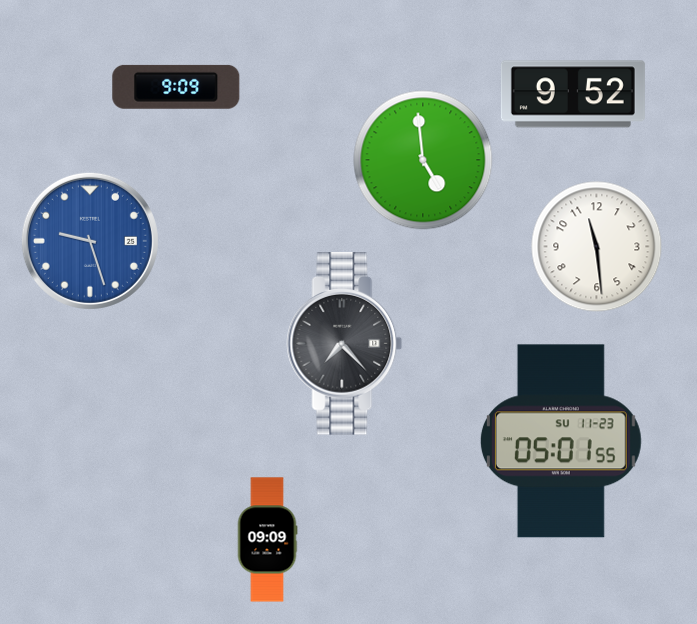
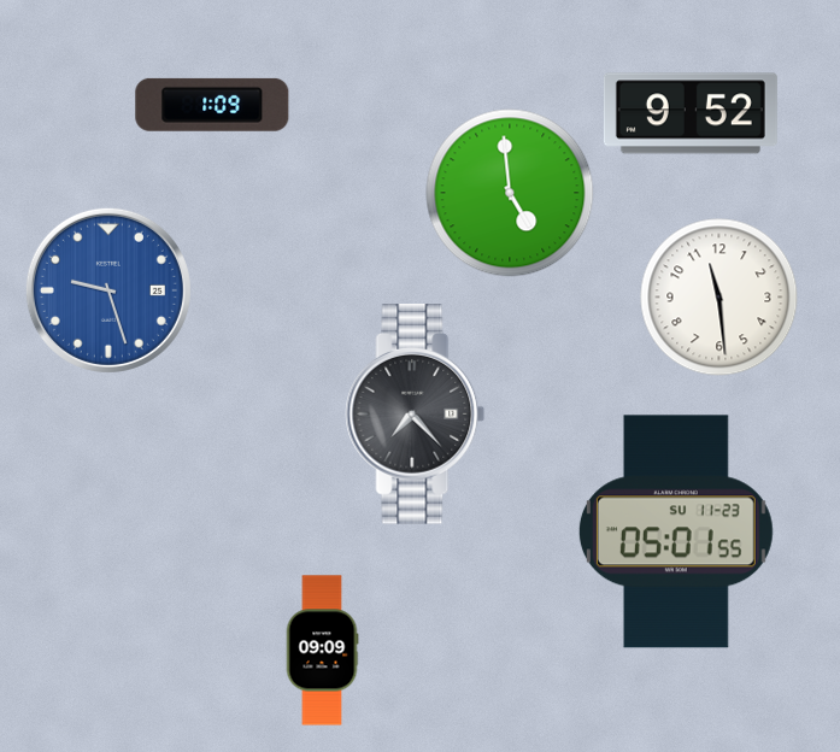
clock at (176, 87): 9:09 -> 1:09
